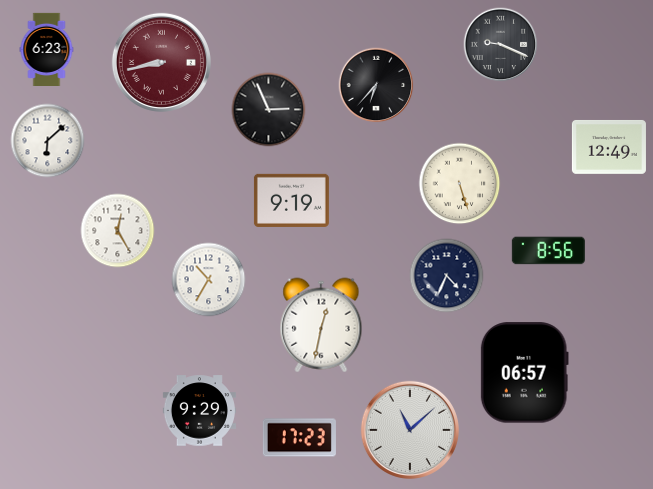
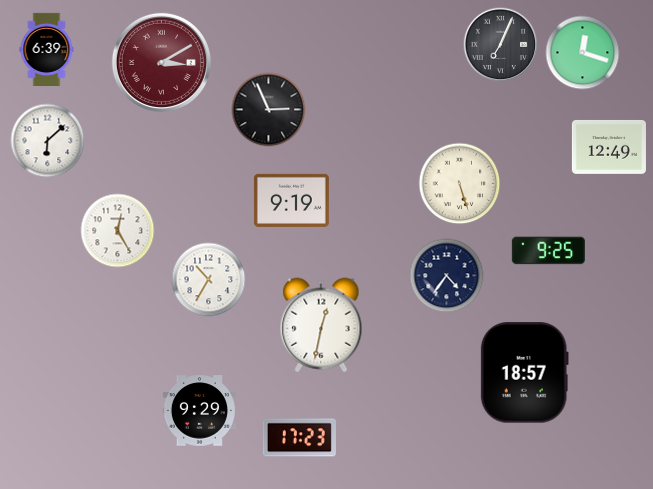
clock at (501, 45): 9:19 -> 7:04
clock at (47, 49): 6:23 -> 6:39
clock at (583, 53): none -> 12:18
clock at (161, 62): 8:43 -> 3:10
clock at (376, 85): 6:37 -> none
clock at (548, 251): 8:56 -> 9:25
clock at (447, 276): 4:34 -> 4:36
clock at (524, 373): 06:57 -> 18:57
clock at (410, 430): 11:08 -> none
